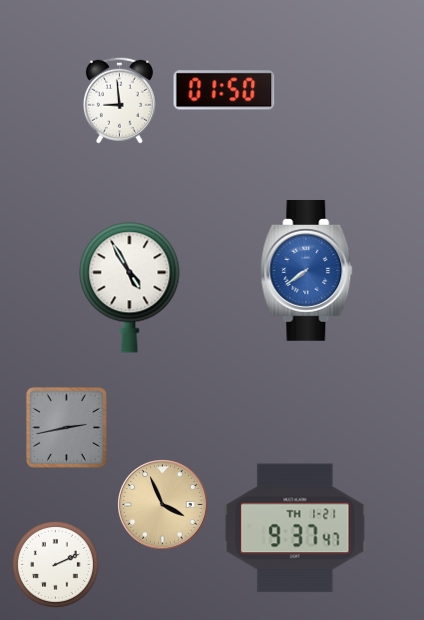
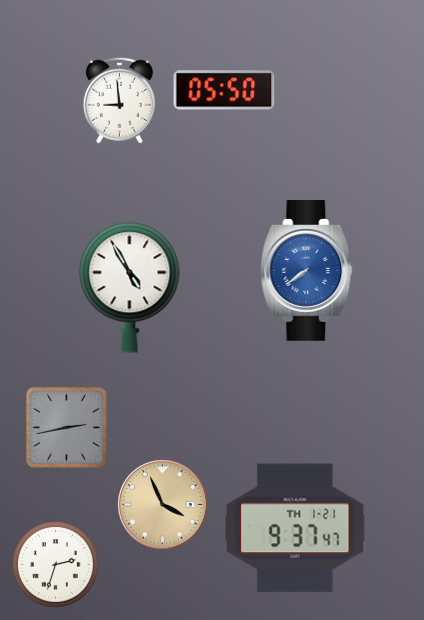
clock at (224, 90): 01:50 -> 05:50
clock at (56, 565): 2:11 -> 2:33
